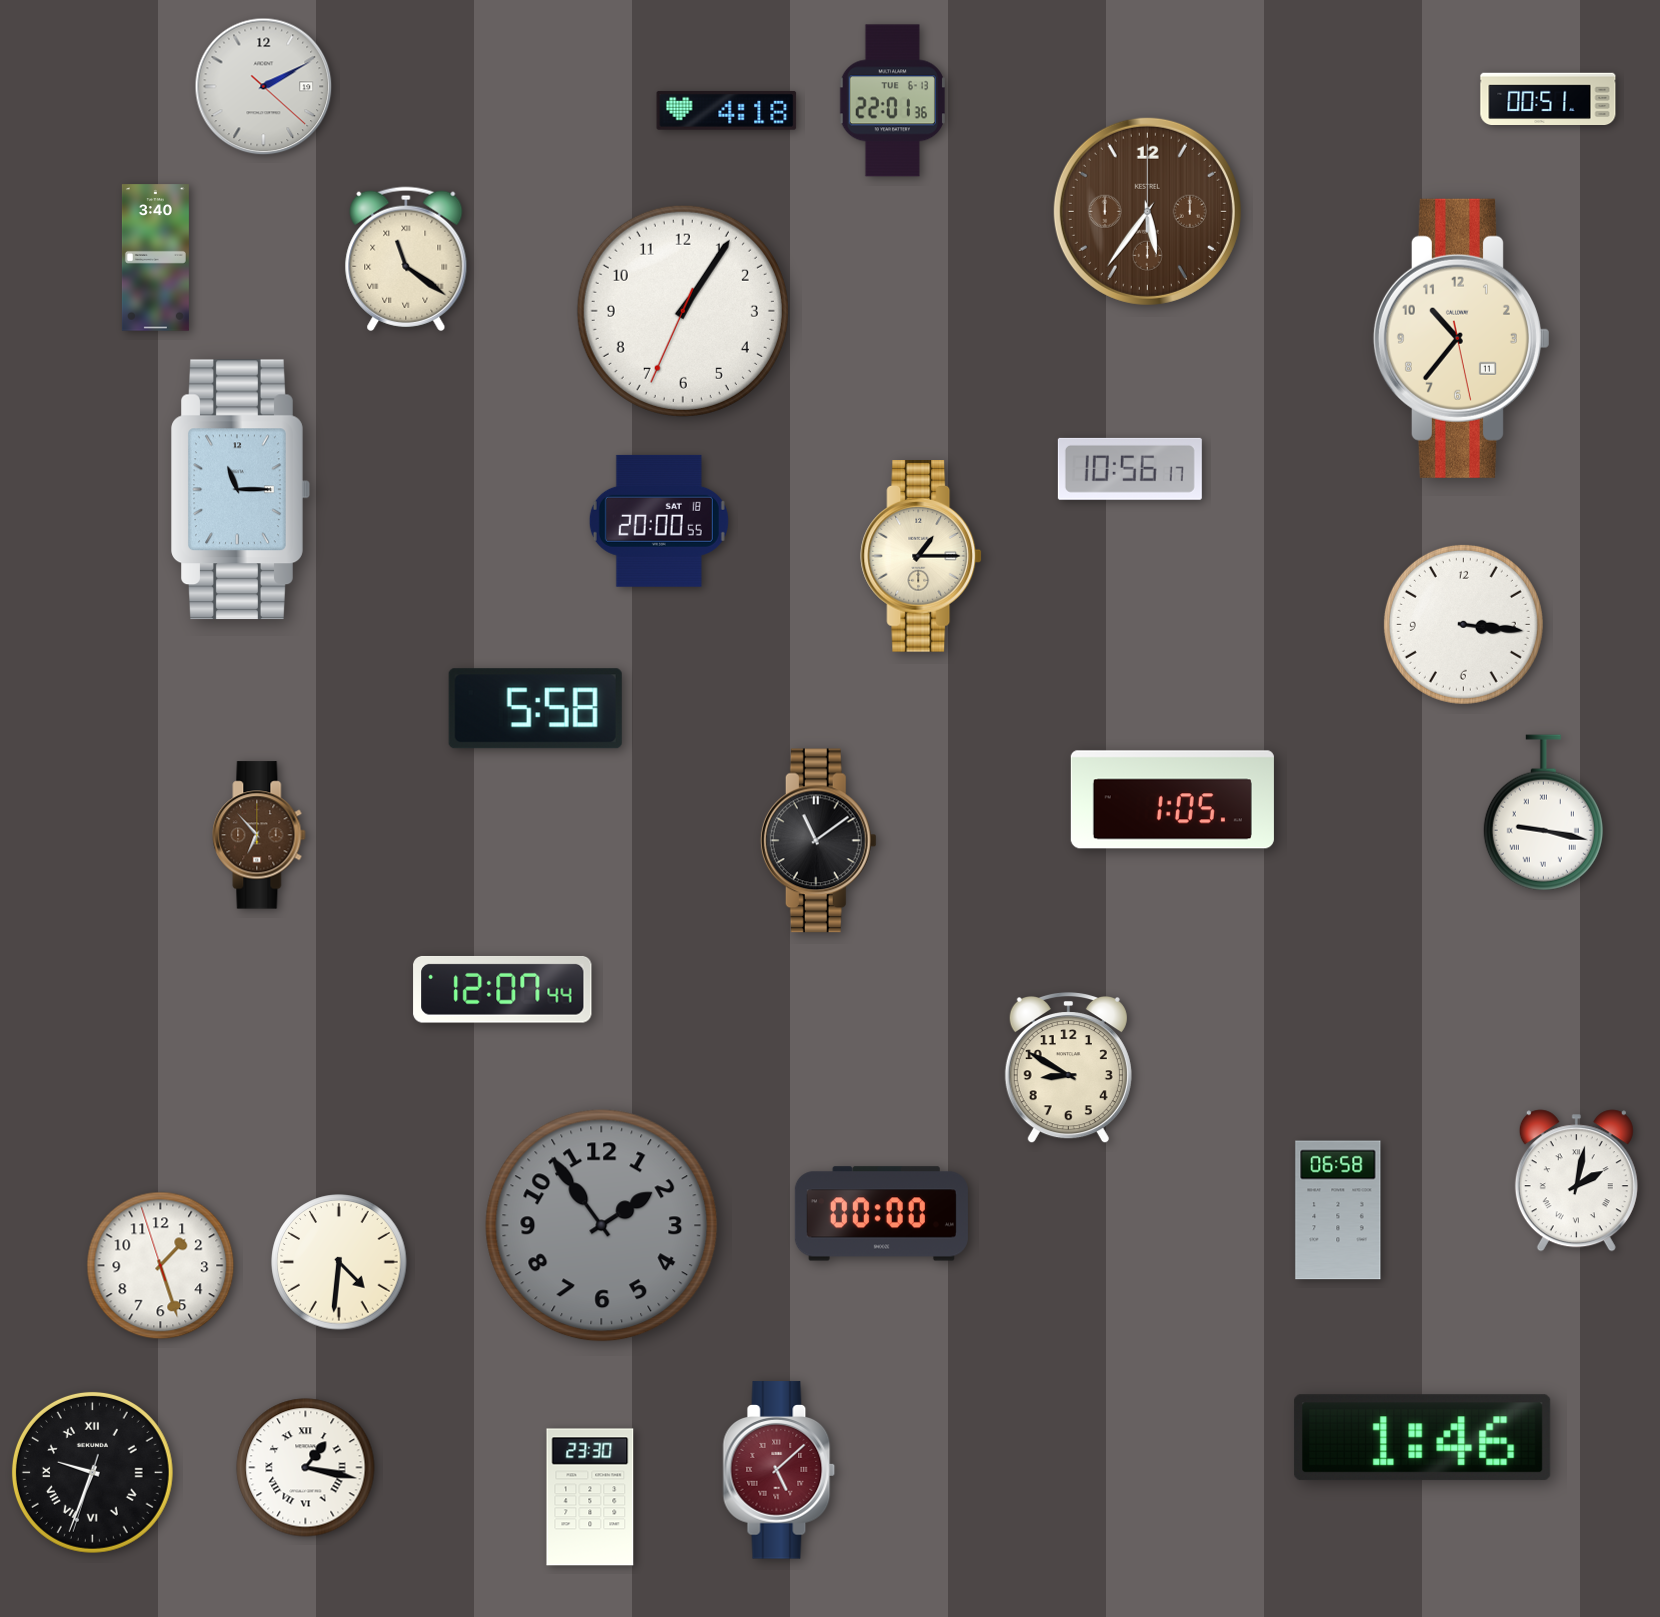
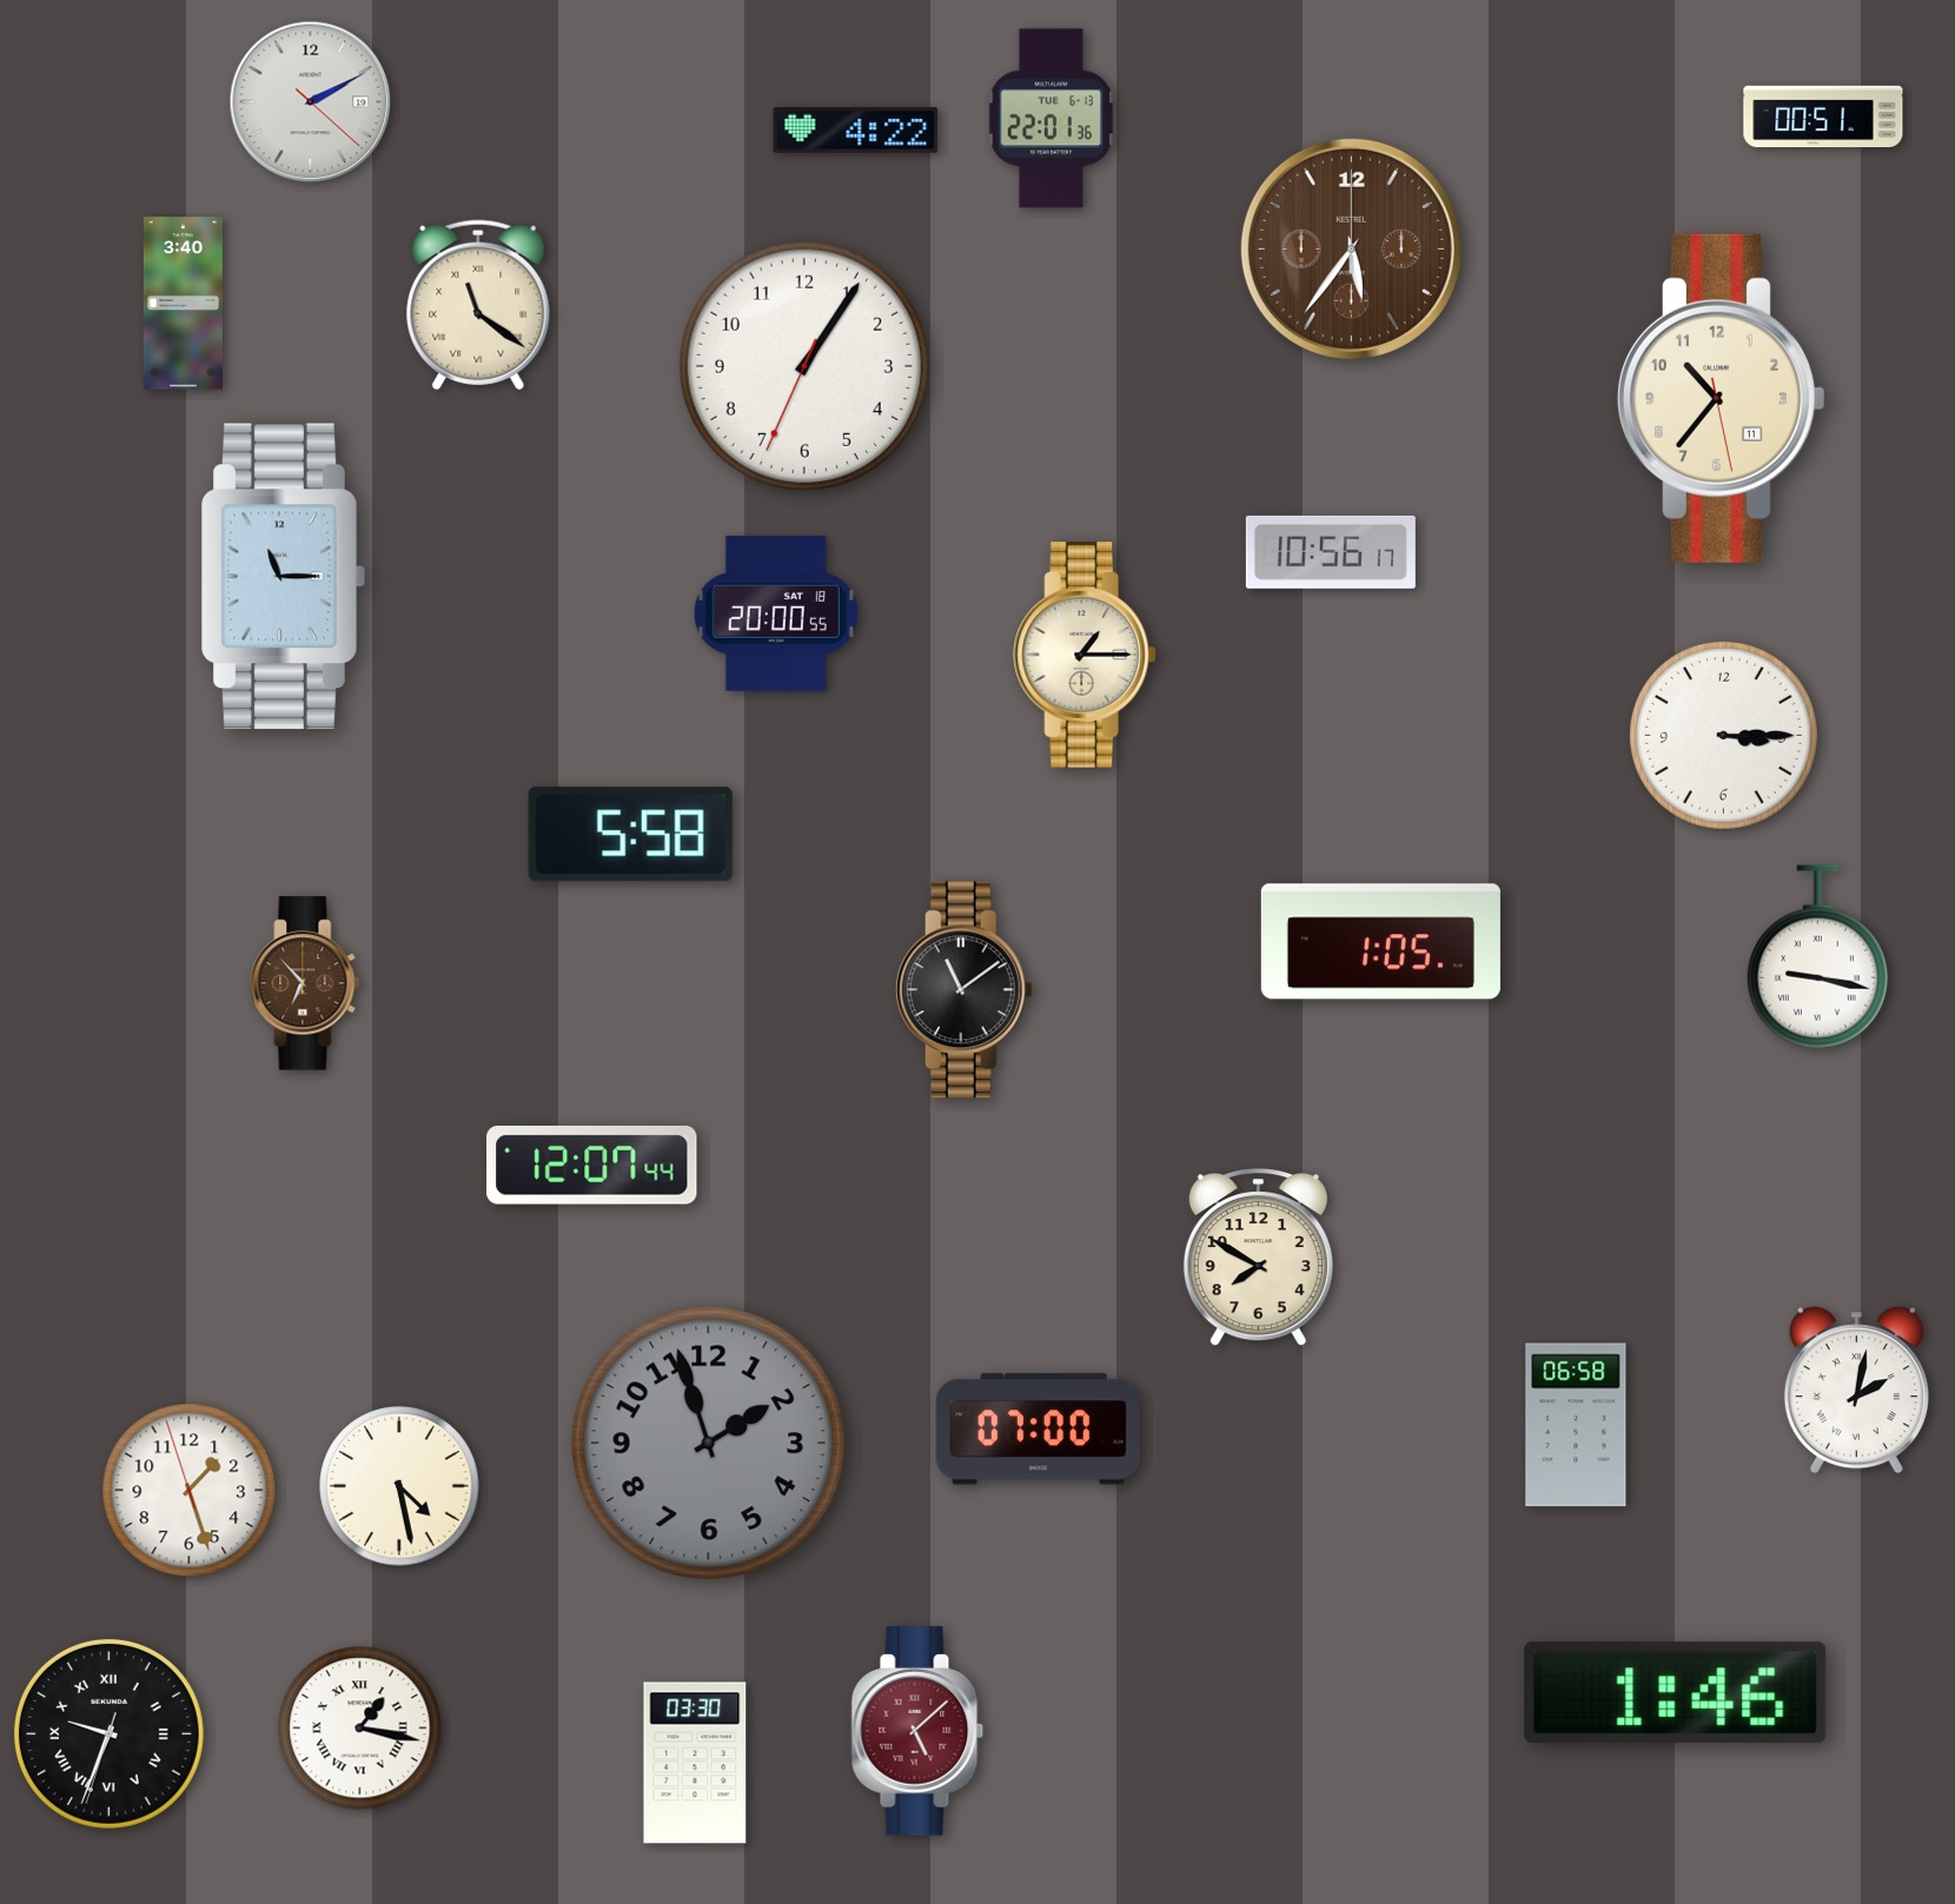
clock at (727, 110): 4:18 -> 4:22
clock at (1463, 624): 3:16 -> 3:15
clock at (1068, 1069): 8:50 -> 7:50
clock at (881, 1214): 00:00 -> 07:00
clock at (602, 1226): 1:54 -> 1:57
clock at (339, 1262): 4:31 -> 4:28
clock at (590, 1497): 23:30 -> 03:30
